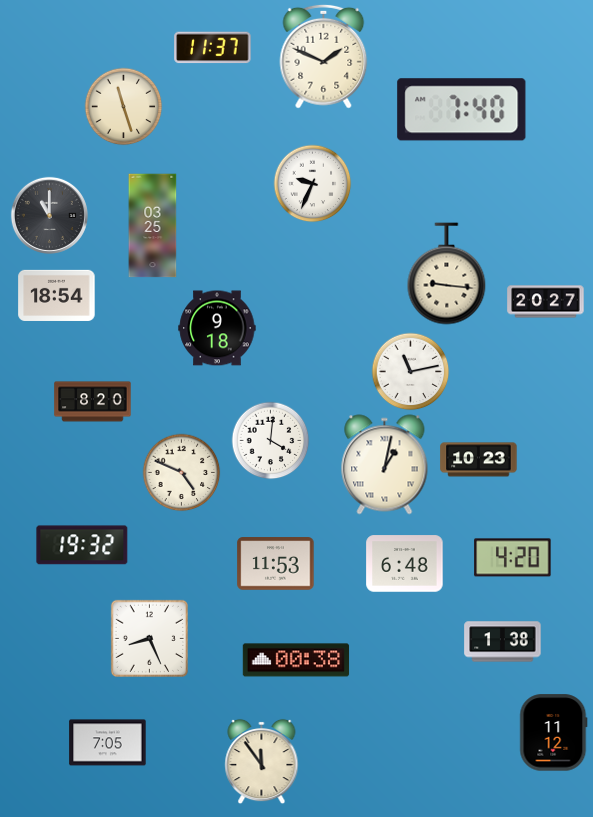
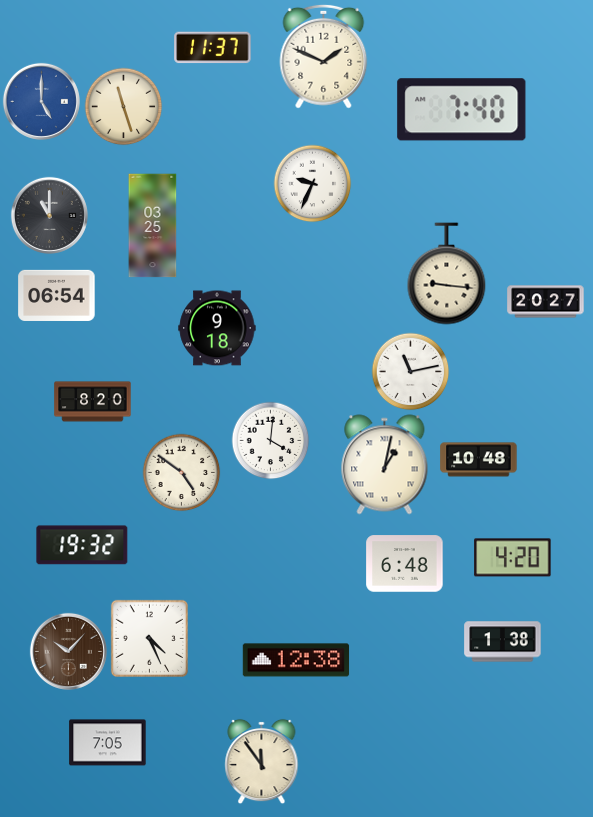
clock at (41, 101): none -> 5:00
clock at (57, 295): 18:54 -> 06:54
clock at (479, 460): 10:23 -> 10:48
clock at (181, 472): 4:49 -> 4:51
clock at (276, 564): 11:53 -> none
clock at (149, 638): 8:26 -> 4:26
clock at (68, 651): none -> 10:07
clock at (296, 660): 00:38 -> 12:38
clock at (554, 733): 11:12 -> none
